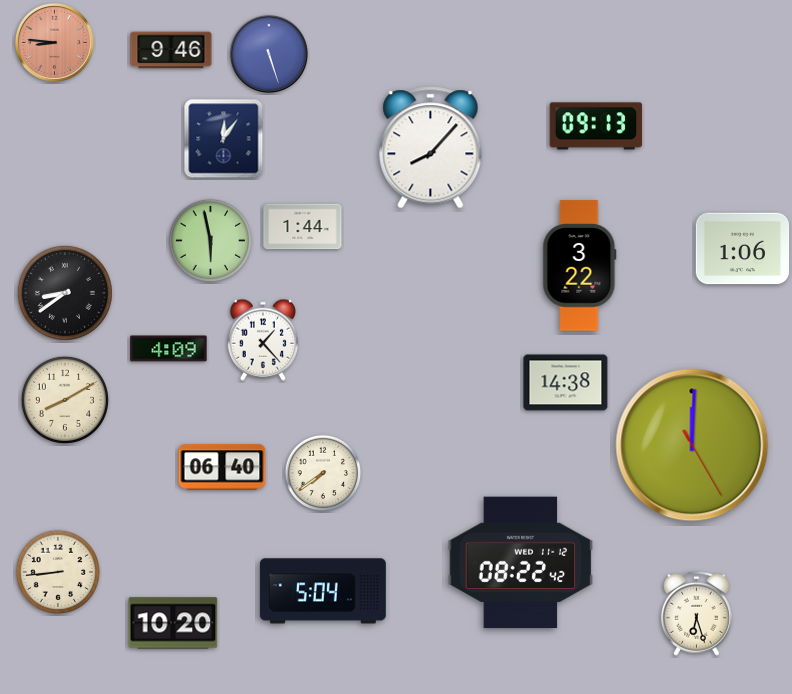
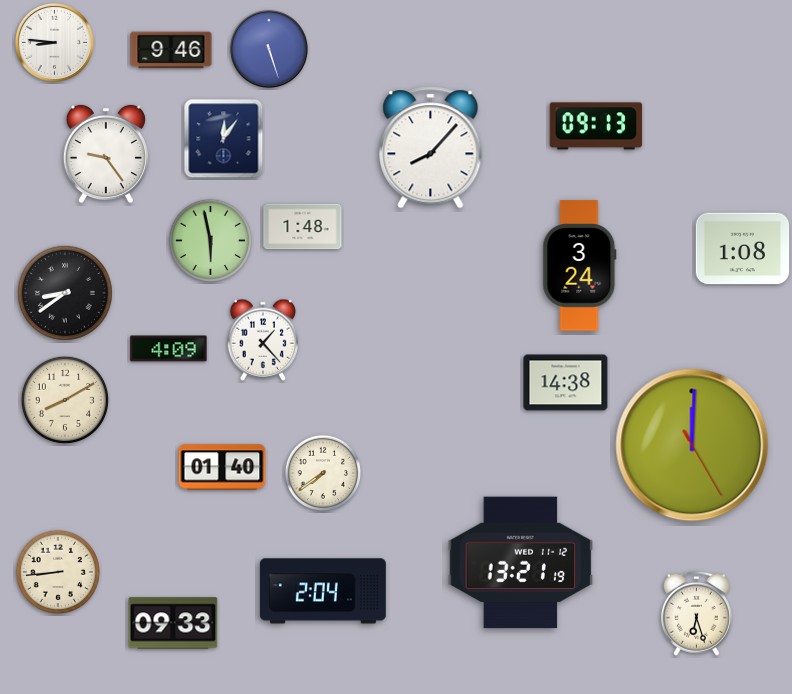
clock at (54, 42) dial: salmon -> white
clock at (269, 54) position: (269, 54) -> (269, 49)
clock at (106, 154): none -> 9:24
clock at (303, 227): 1:44 -> 1:48
clock at (743, 249): 1:06 -> 1:08
clock at (580, 266): 3:22 -> 3:24
clock at (222, 467): 06:40 -> 01:40
clock at (521, 563): 08:22 -> 13:21
clock at (323, 591): 5:04 -> 2:04
clock at (173, 623): 10:20 -> 09:33
